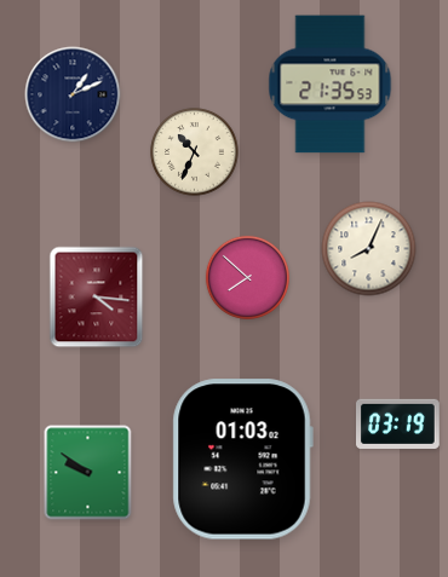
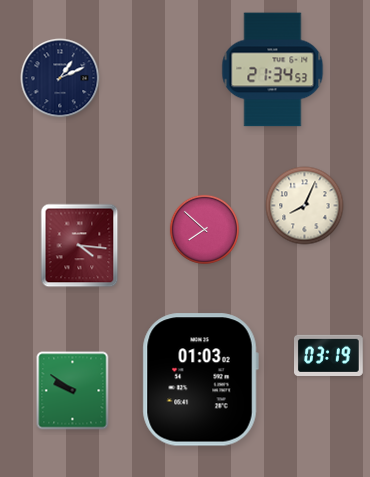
clock at (331, 85): 21:35 -> 21:34
clock at (195, 152): 10:34 -> none
clock at (398, 423) position: (398, 423) -> (329, 355)
